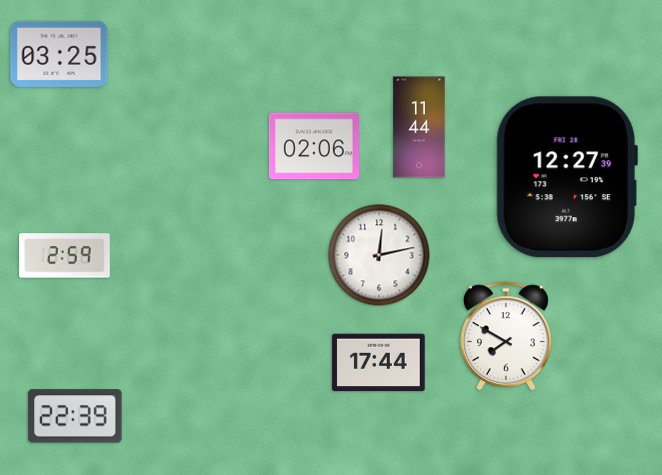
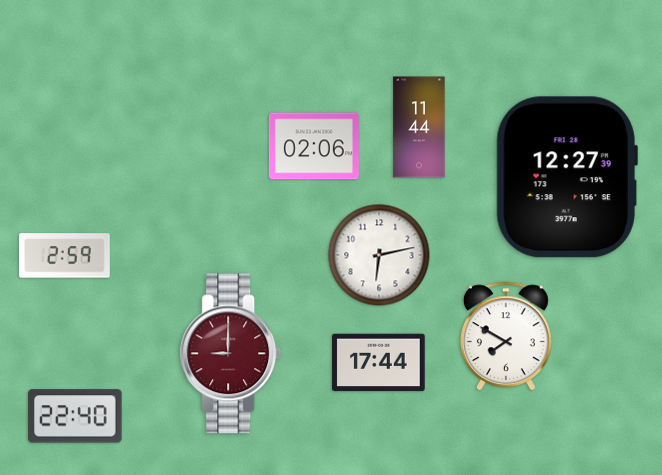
clock at (59, 54): 03:25 -> none
clock at (379, 255): 12:13 -> 6:13
clock at (231, 354): none -> 9:00
clock at (75, 416): 22:39 -> 22:40
